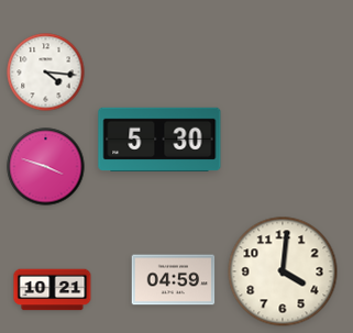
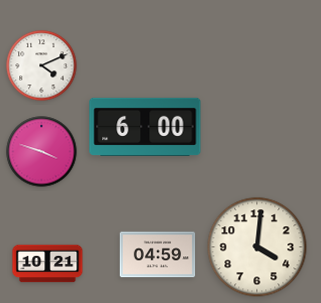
clock at (46, 73): 4:16 -> 4:11
clock at (159, 140): 5:30 -> 6:00
